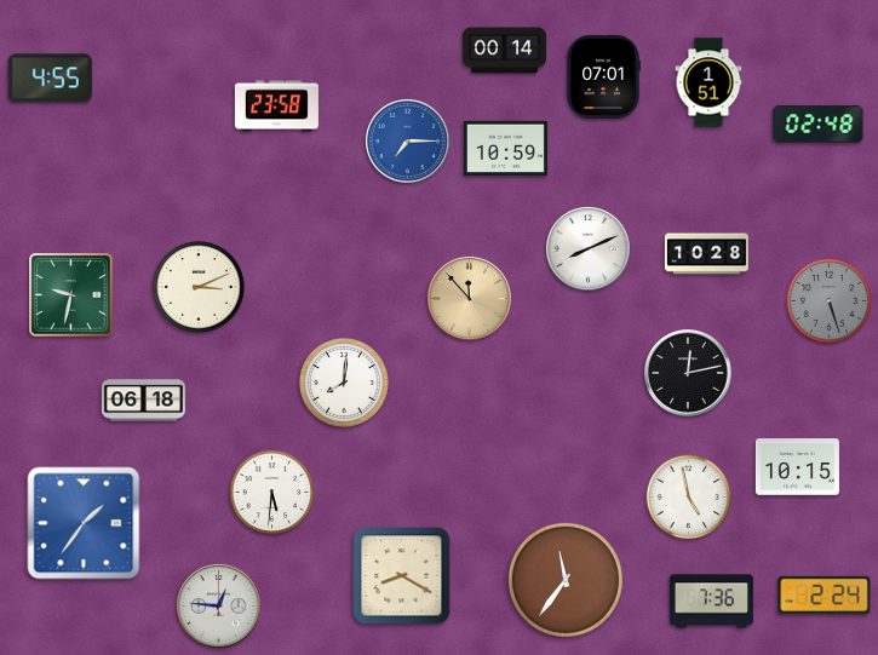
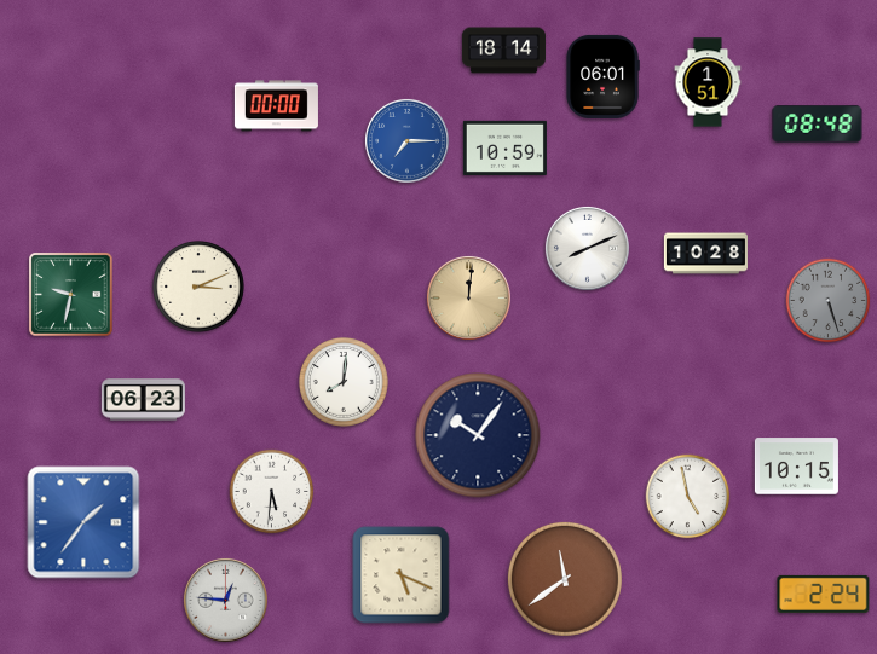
clock at (504, 51): 00:14 -> 18:14
clock at (603, 76): 07:01 -> 06:01
clock at (50, 79): 4:55 -> none
clock at (276, 107): 23:58 -> 00:00
clock at (819, 125): 02:48 -> 08:48
clock at (470, 299): 11:53 -> 12:01
clock at (688, 373): 12:13 -> none
clock at (143, 401): 06:18 -> 06:23
clock at (478, 435): none -> 10:06
clock at (402, 576): 8:20 -> 5:19
clock at (566, 580): 11:36 -> 11:39
clock at (711, 602): 7:36 -> none
clock at (219, 607) position: (219, 607) -> (226, 601)
